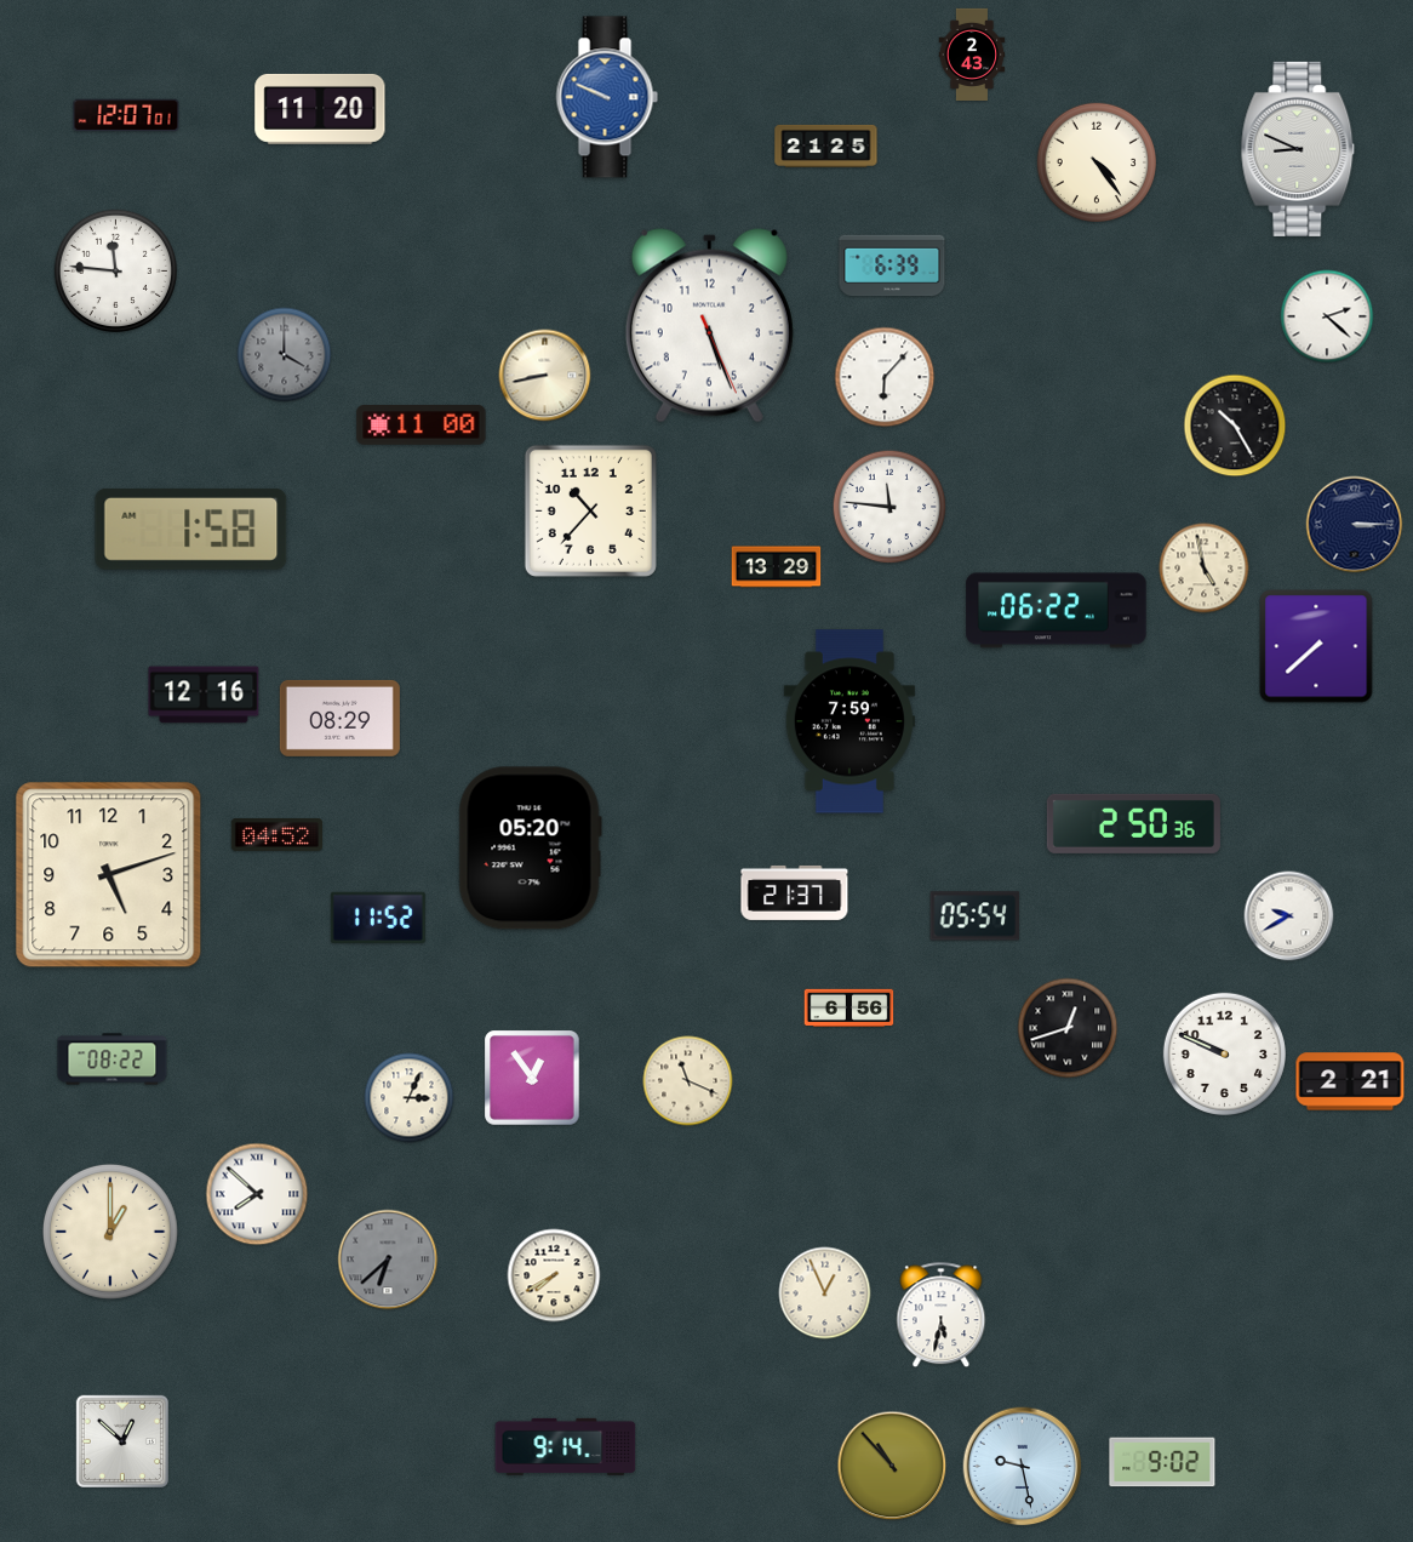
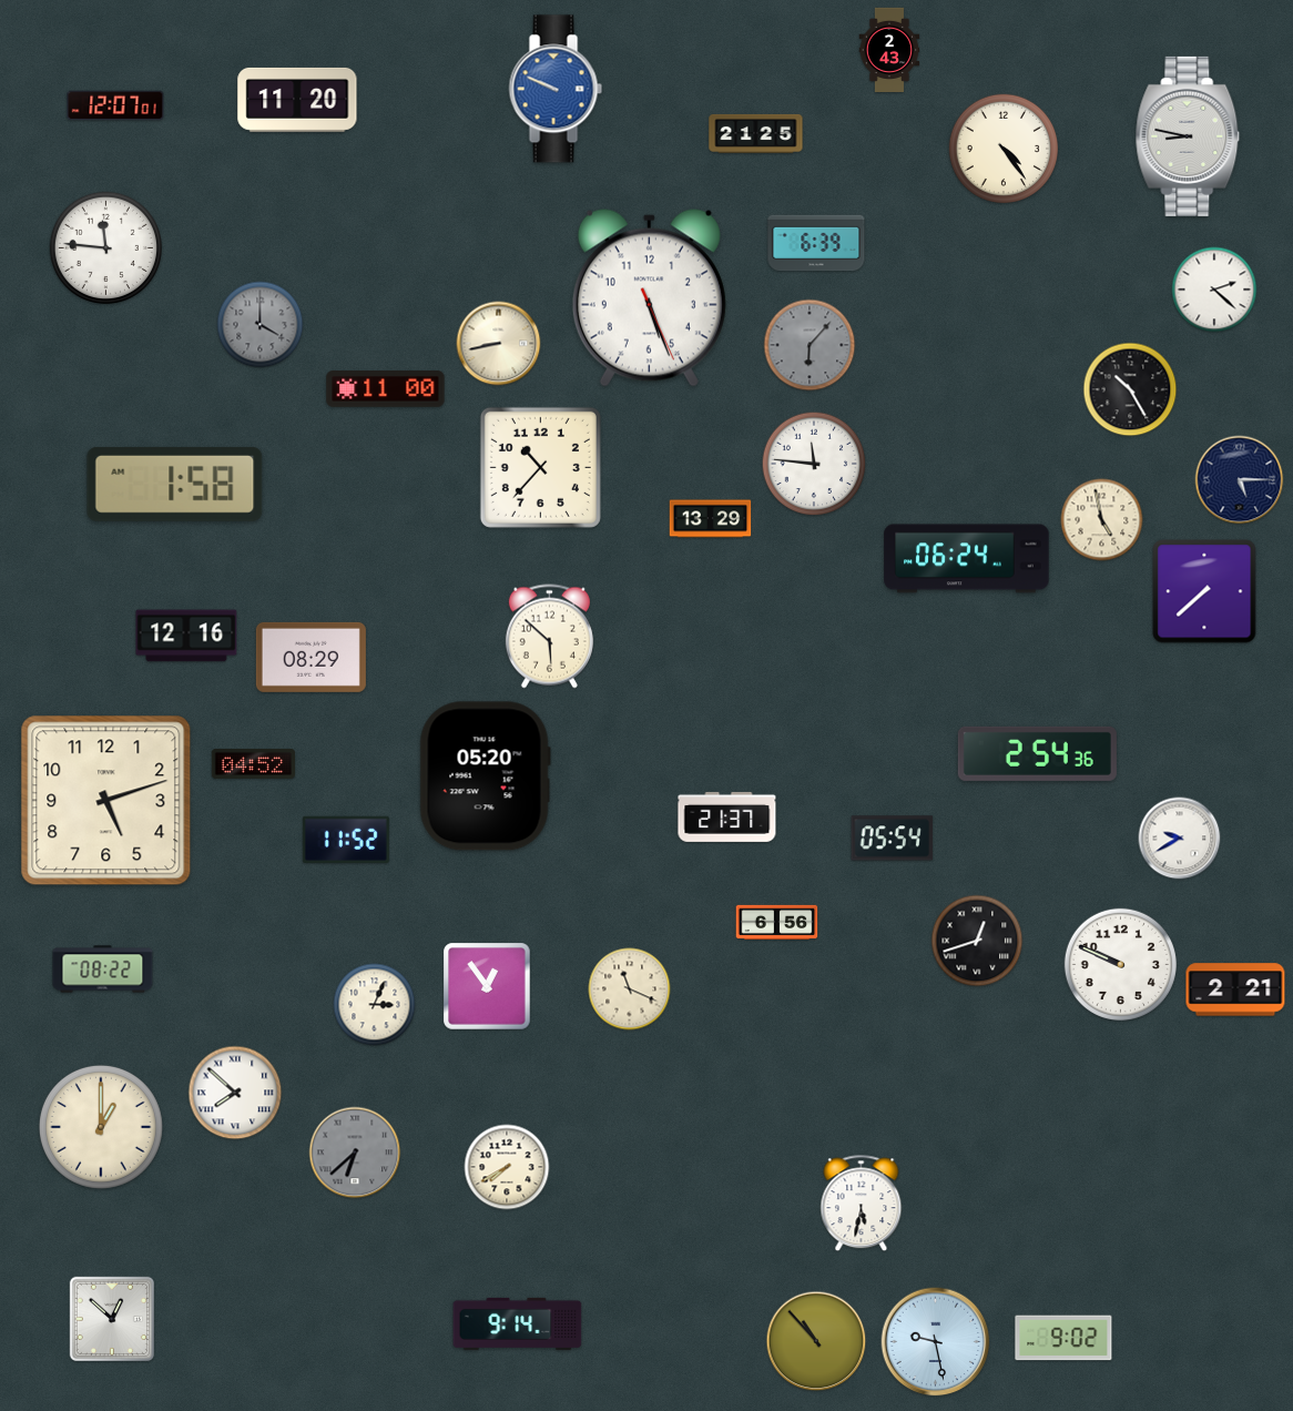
clock at (320, 109) position: (320, 109) -> (297, 100)
clock at (1298, 149): 8:49 -> 8:47
clock at (885, 377) dial: white -> grey
clock at (1355, 525): 3:15 -> 5:15
clock at (1057, 611): 06:22 -> 06:24
clock at (549, 637): none -> 5:52
clock at (849, 721): 7:59 -> none
clock at (1133, 823): 2:50 -> 2:54
clock at (109, 875) position: (109, 875) -> (106, 801)
clock at (825, 1293): 12:56 -> none
